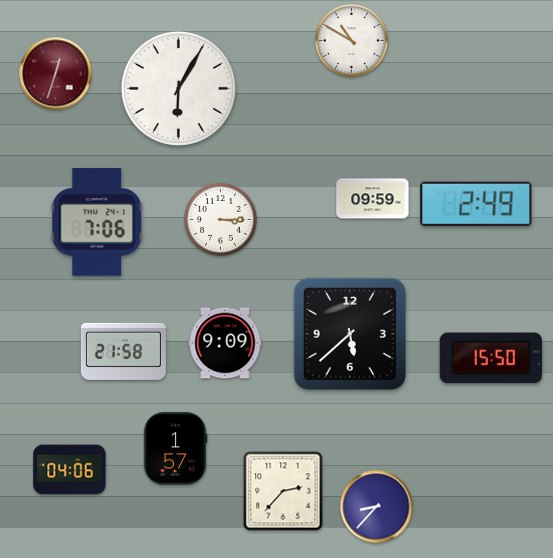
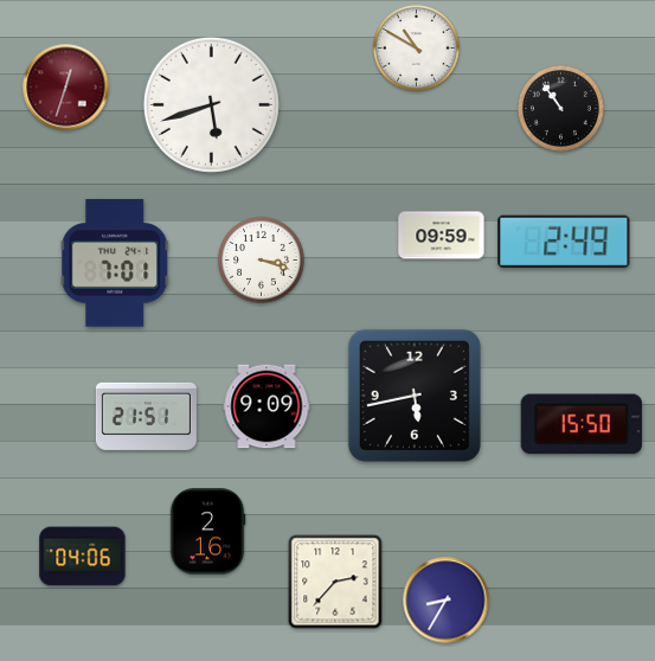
clock at (178, 88): 6:05 -> 5:42
clock at (561, 109): none -> 10:54
clock at (221, 220): 3:15 -> 3:18
clock at (97, 222): 7:06 -> 7:01
clock at (350, 334): 5:38 -> 5:43
clock at (123, 351): 21:58 -> 21:51
clock at (175, 449): 1:57 -> 2:16
clock at (377, 507): 8:37 -> 8:35
